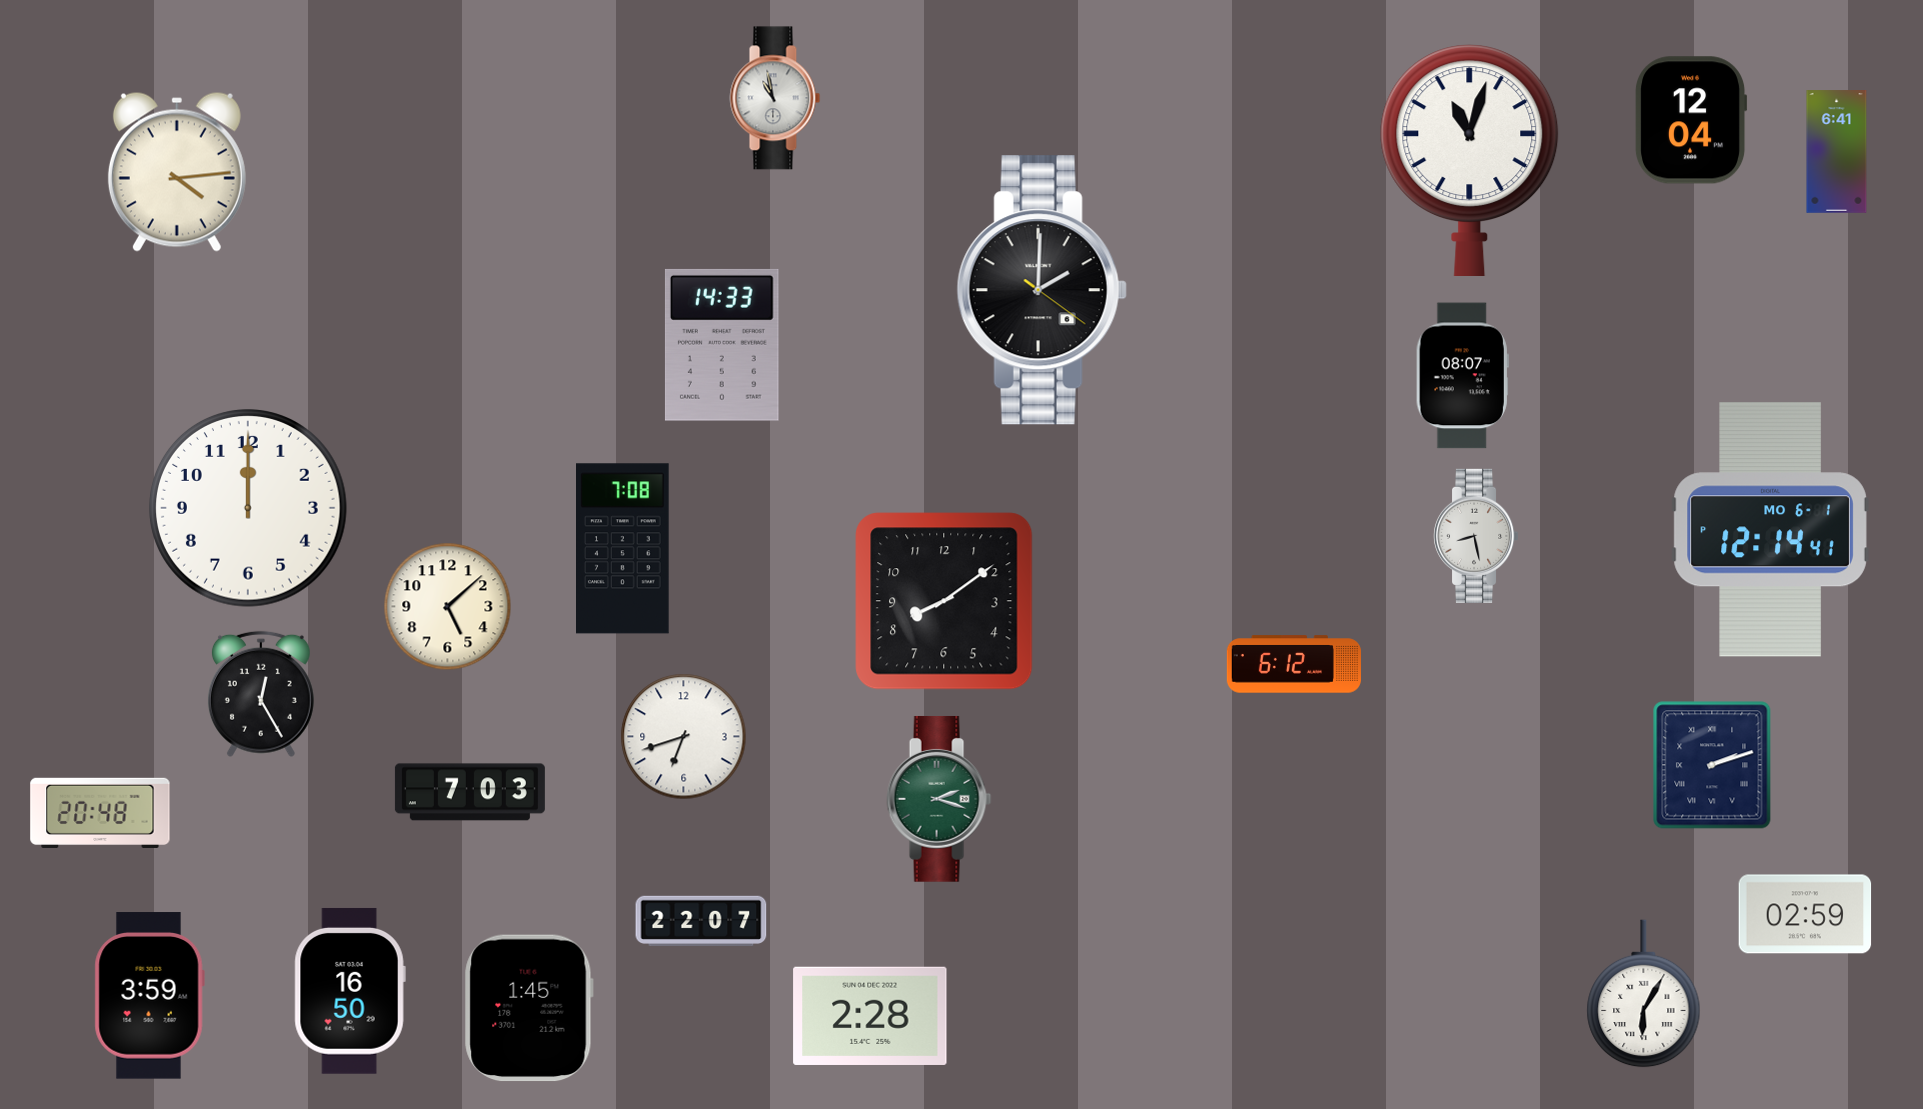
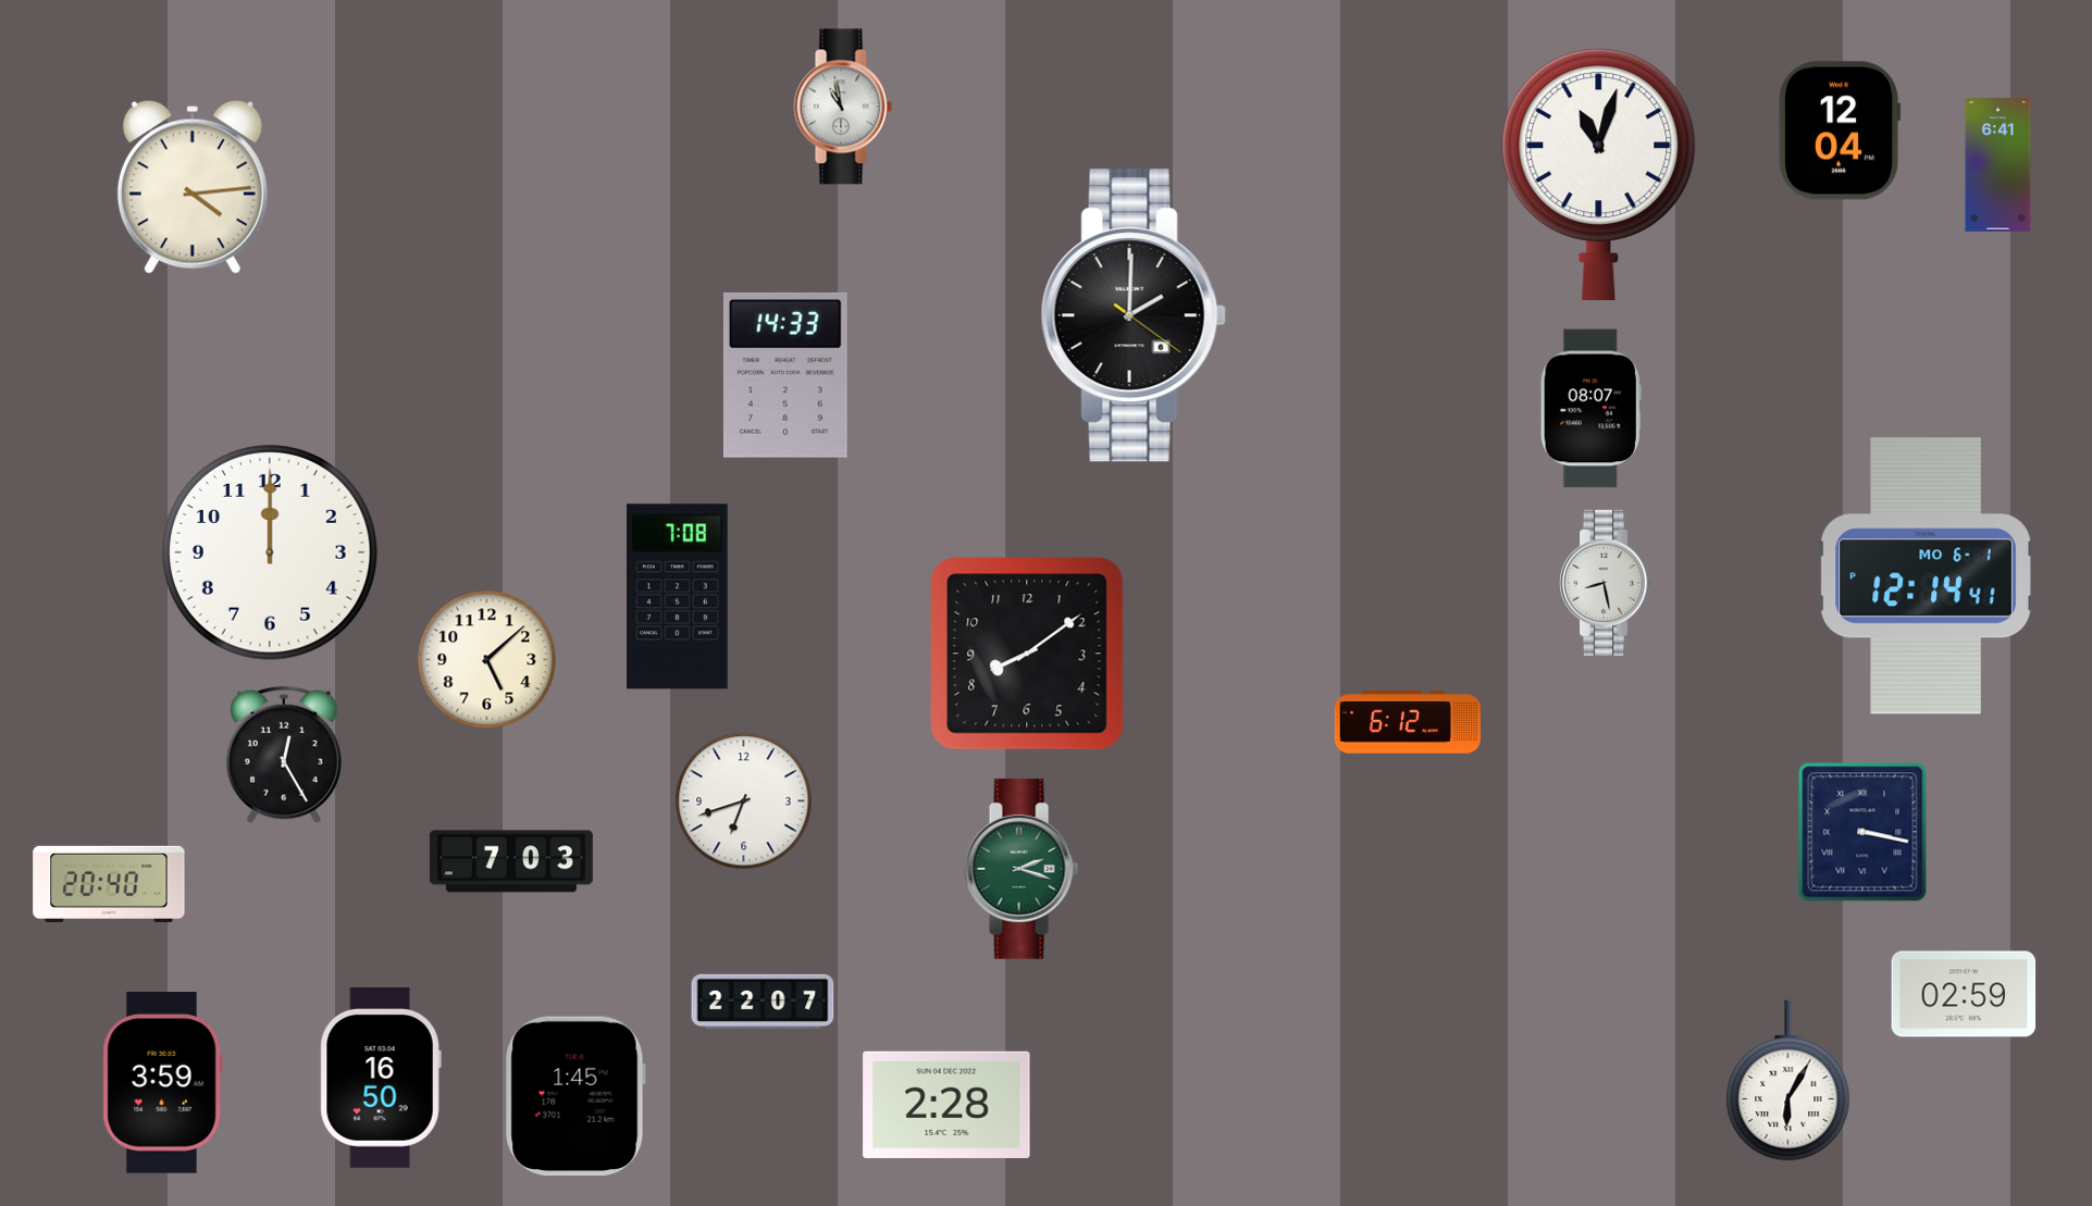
clock at (1712, 765): 2:12 -> 3:17
clock at (100, 813): 20:48 -> 20:40
